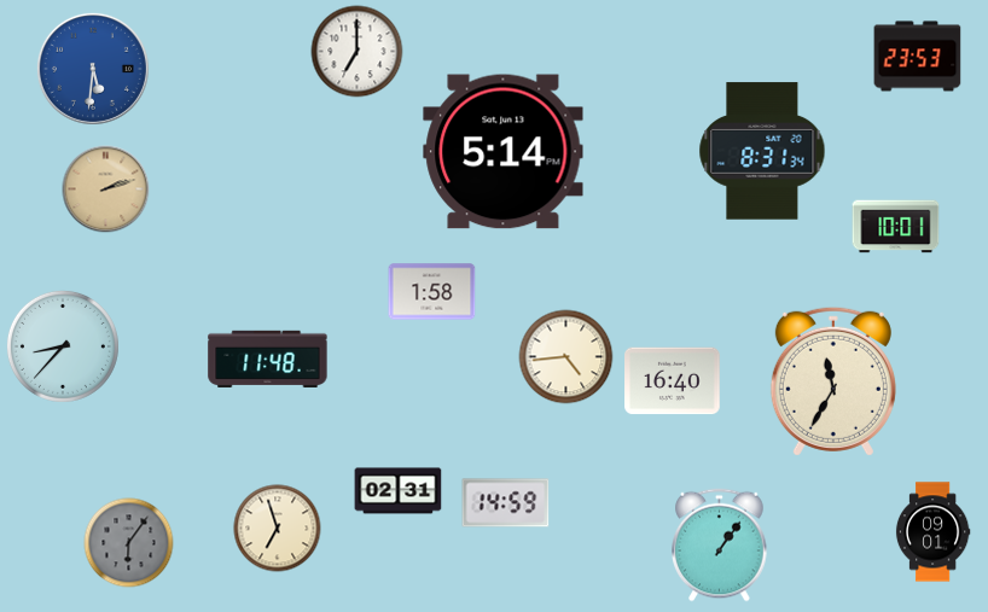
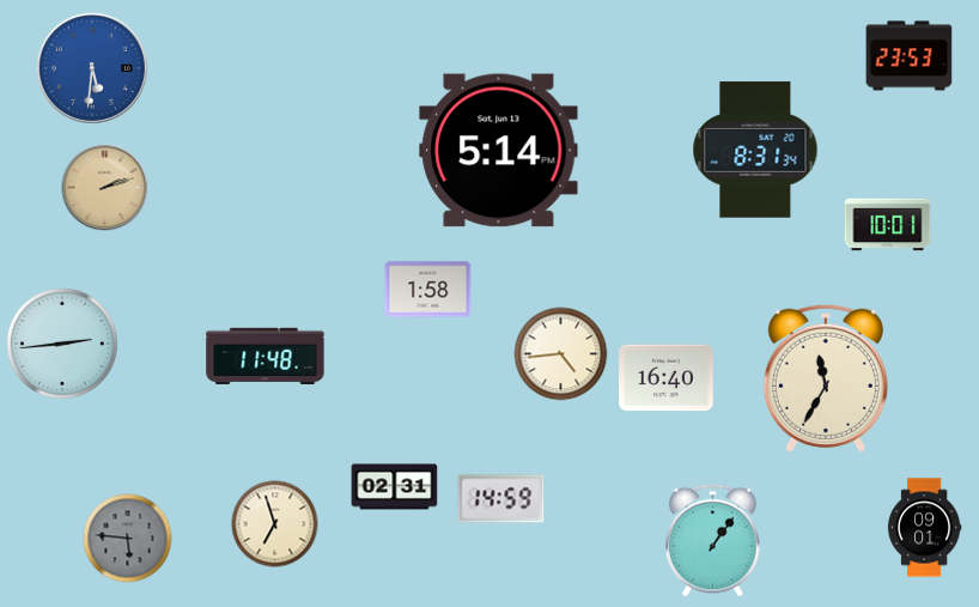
clock at (358, 52): 7:00 -> none
clock at (63, 346): 8:37 -> 2:44
clock at (129, 543): 6:06 -> 5:46
